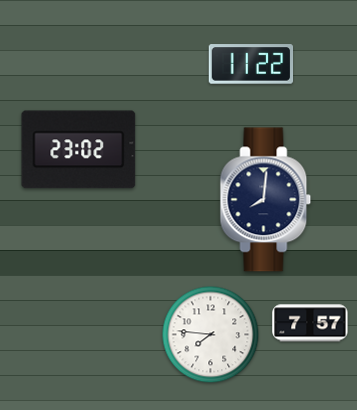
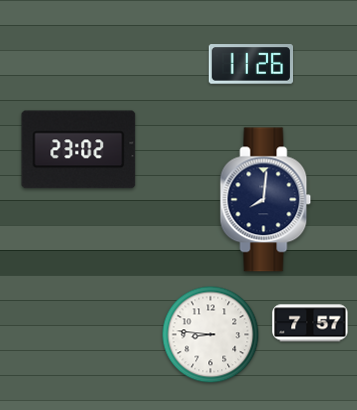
clock at (251, 64): 11:22 -> 11:26
clock at (211, 335): 7:46 -> 8:46
